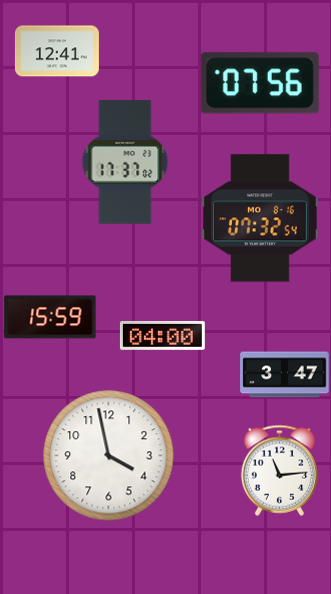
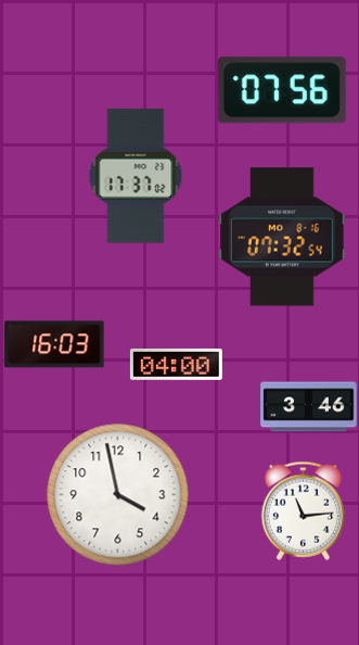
clock at (57, 51): 12:41 -> none
clock at (50, 317): 15:59 -> 16:03
clock at (285, 375): 3:47 -> 3:46
